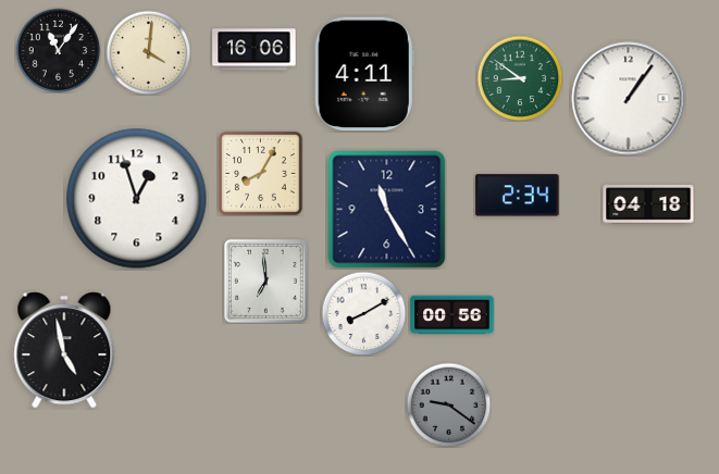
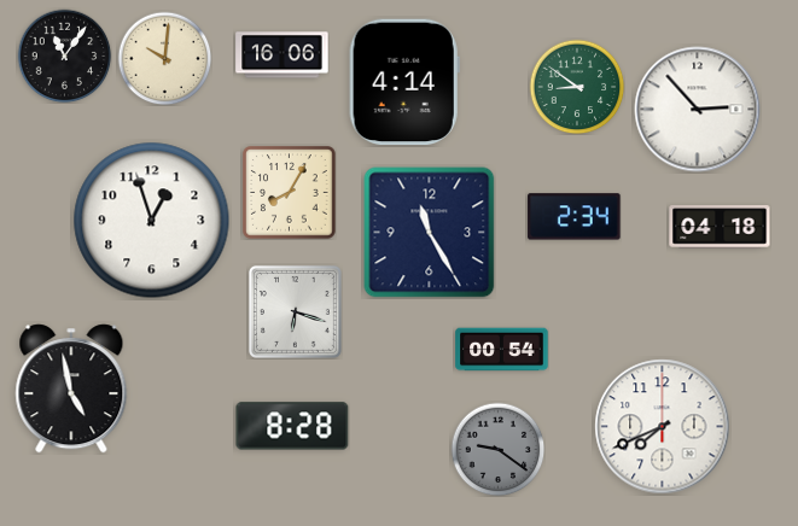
clock at (148, 52): 4:01 -> 10:01
clock at (364, 74): 4:11 -> 4:14
clock at (629, 99): 1:06 -> 2:53
clock at (265, 280): 6:59 -> 6:18
clock at (363, 313): 8:10 -> none
clock at (453, 315): 00:56 -> 00:54
clock at (292, 426): none -> 8:28
clock at (663, 427): none -> 7:41
